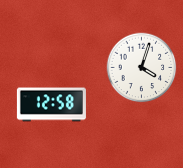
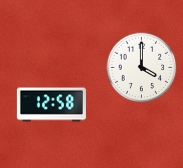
clock at (142, 68): 4:03 -> 4:00
